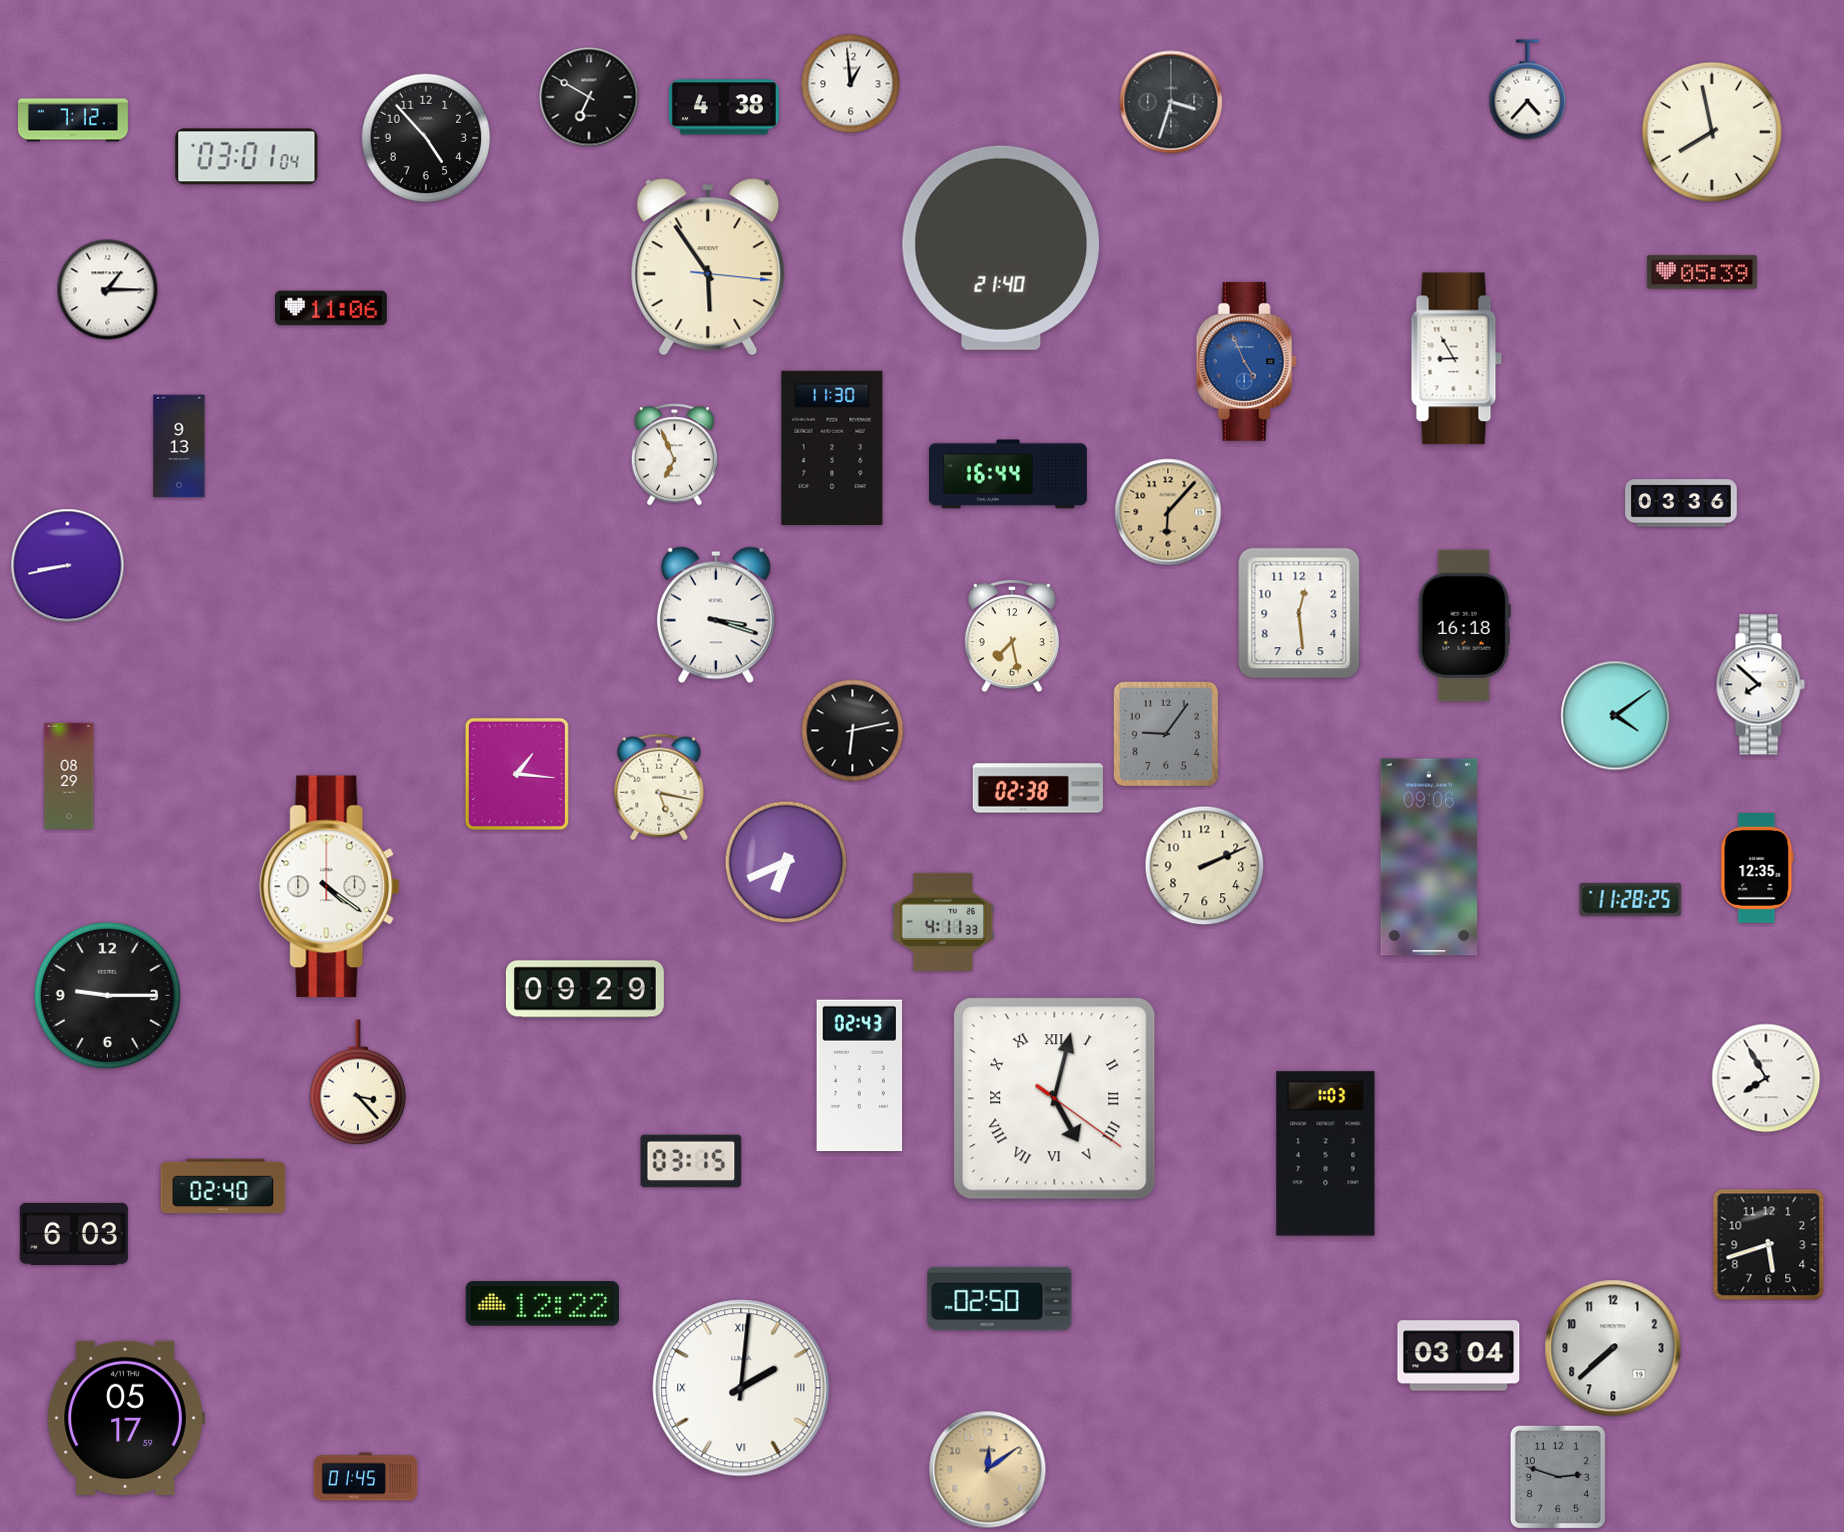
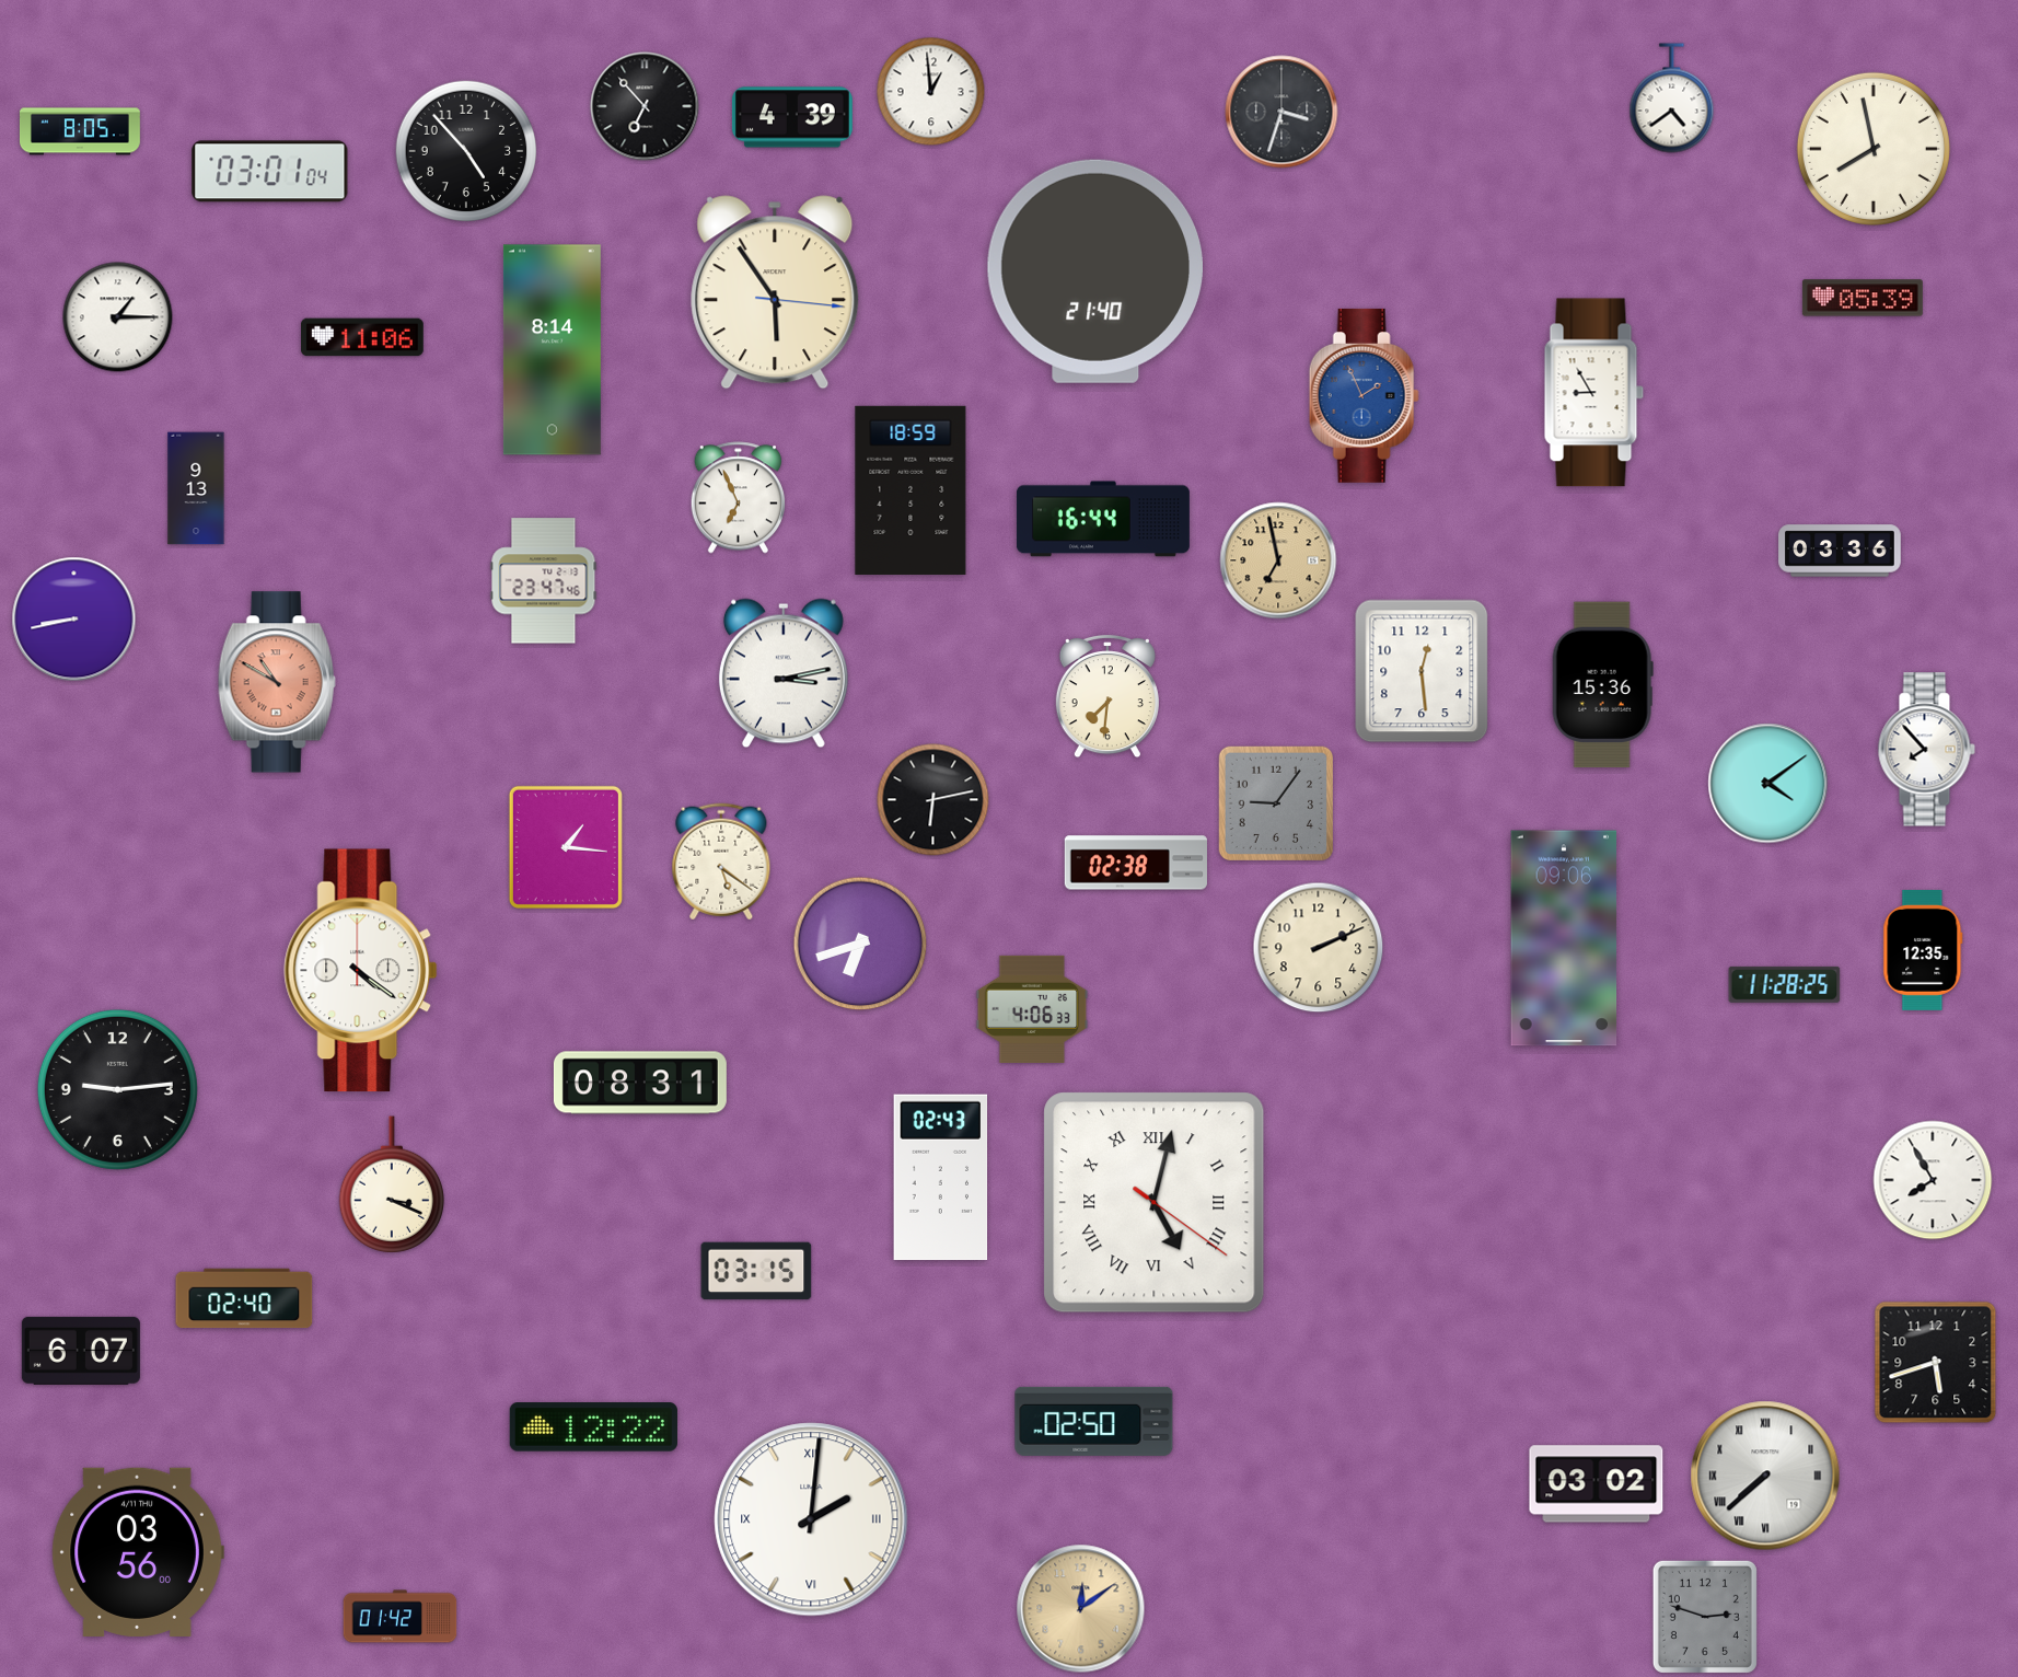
clock at (1528, 90): 4:37 -> 4:39
clock at (589, 97): 6:50 -> 6:53
clock at (724, 107): 4:38 -> 4:39
clock at (73, 120): 7:12 -> 8:05
clock at (1712, 132) position: (1712, 132) -> (1874, 149)
clock at (552, 350): none -> 8:14
clock at (1246, 361): 4:56 -> 1:56
clock at (832, 448): 11:30 -> 18:59
clock at (1168, 512): 6:07 -> 6:58
clock at (544, 581): none -> 23:47
clock at (716, 615): 3:18 -> 3:13
clock at (277, 682): none -> 10:50
clock at (1464, 626): 16:18 -> 15:36
clock at (1012, 636): 7:28 -> 7:31
clock at (1760, 685): 7:52 -> 7:53
clock at (69, 775): 08:29 -> none
clock at (659, 787): 5:17 -> 5:21
clock at (786, 862): 6:41 -> 6:42
clock at (943, 922): 4:11 -> 4:06
clock at (585, 989): 09:29 -> 08:31
clock at (107, 995): 9:15 -> 9:14
clock at (358, 1082): 3:23 -> 3:19
clock at (1326, 1154): 1:03 -> none
clock at (74, 1234): 6:03 -> 6:07
clock at (1613, 1348) numerals: Arabic -> Roman
clock at (1459, 1356): 03:04 -> 03:02
clock at (126, 1418): 05:17 -> 03:56
clock at (366, 1477): 01:45 -> 01:42
